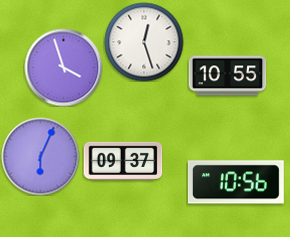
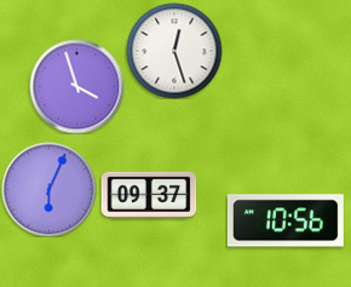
clock at (63, 67) position: (63, 67) -> (76, 86)
clock at (227, 76): 10:55 -> none
